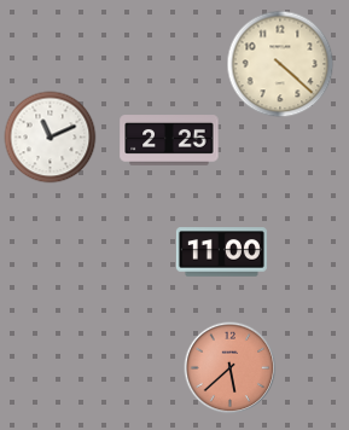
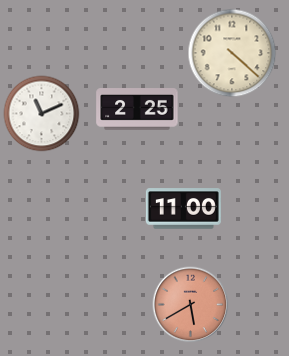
clock at (169, 140) position: (169, 140) -> (137, 109)
clock at (231, 368): 5:38 -> 5:40
